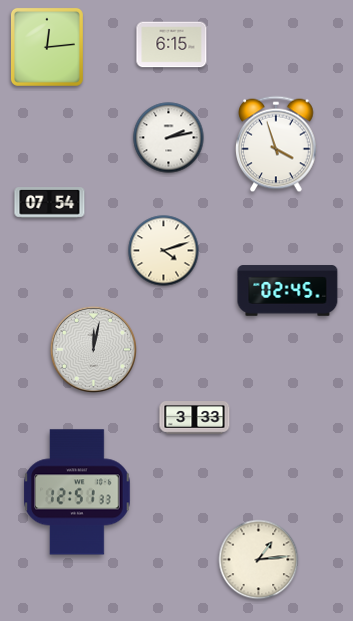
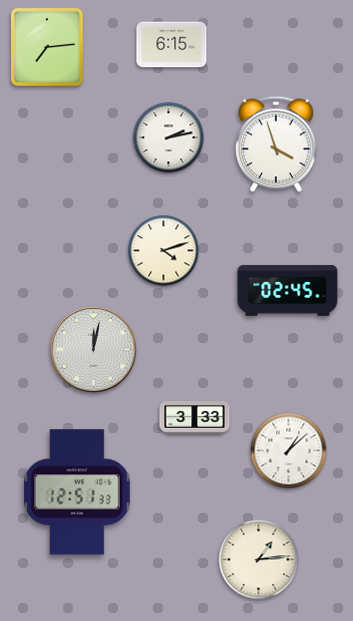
clock at (47, 47): 12:14 -> 7:14
clock at (50, 203): 07:54 -> none
clock at (289, 451): none -> 1:08
